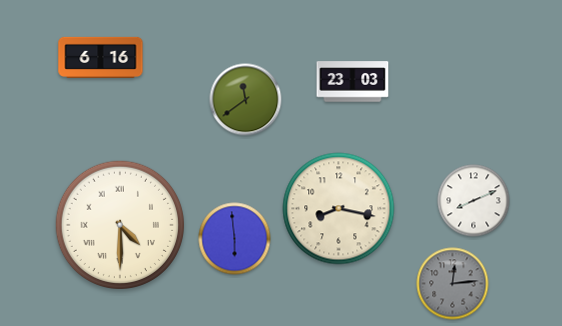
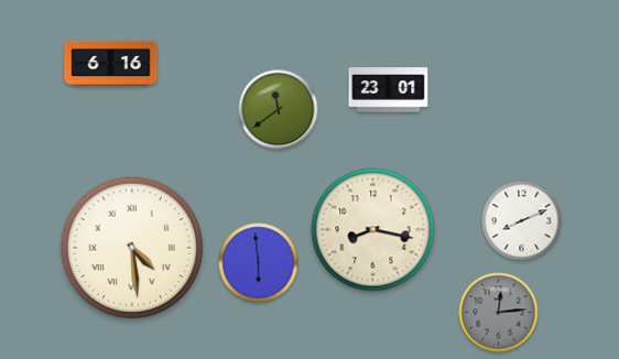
clock at (353, 82): 23:03 -> 23:01
clock at (246, 100) position: (246, 100) -> (279, 110)
clock at (119, 224): 4:30 -> 4:29
